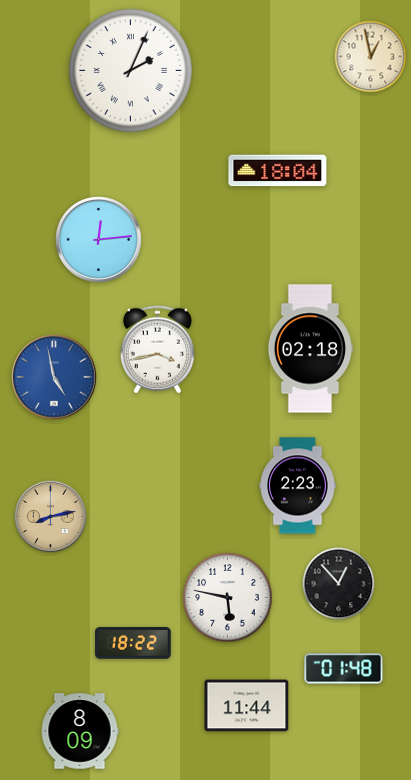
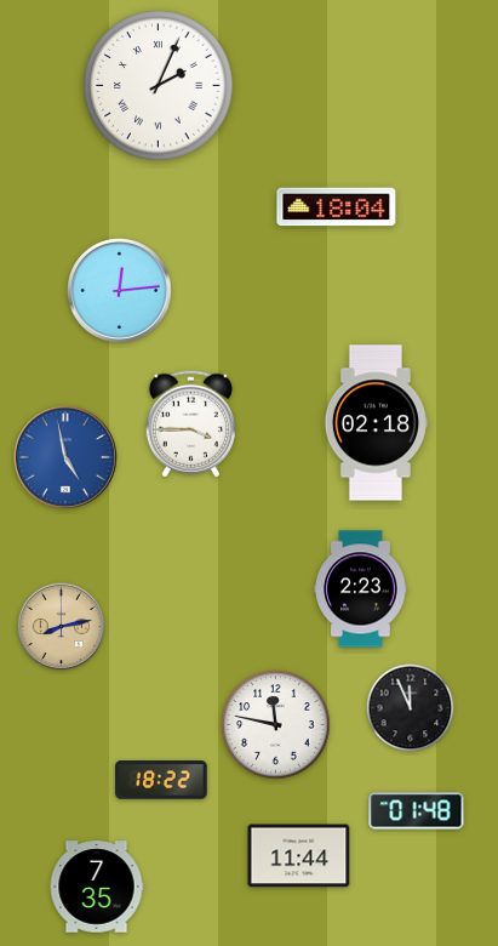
clock at (371, 57): 12:58 -> none
clock at (157, 350): 3:43 -> 3:45
clock at (339, 584): 12:53 -> 11:56
clock at (228, 598): 5:47 -> 11:47
clock at (80, 731): 8:09 -> 7:35
